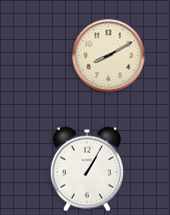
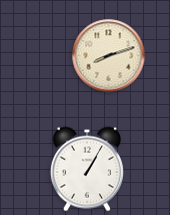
clock at (109, 56): 8:10 -> 8:12
